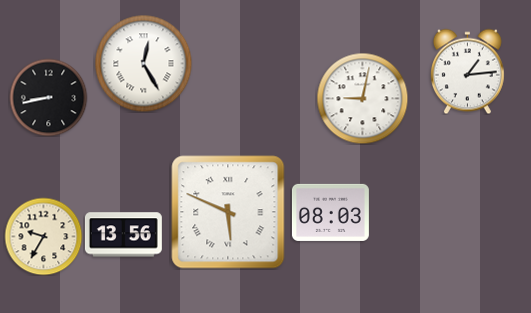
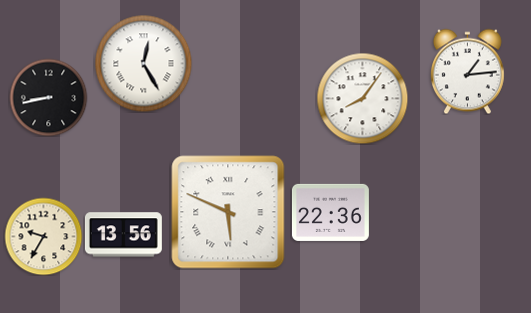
clock at (362, 98): 9:02 -> 8:06
clock at (330, 212): 08:03 -> 22:36
